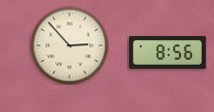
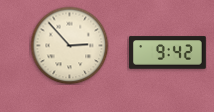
clock at (168, 53): 8:56 -> 9:42
